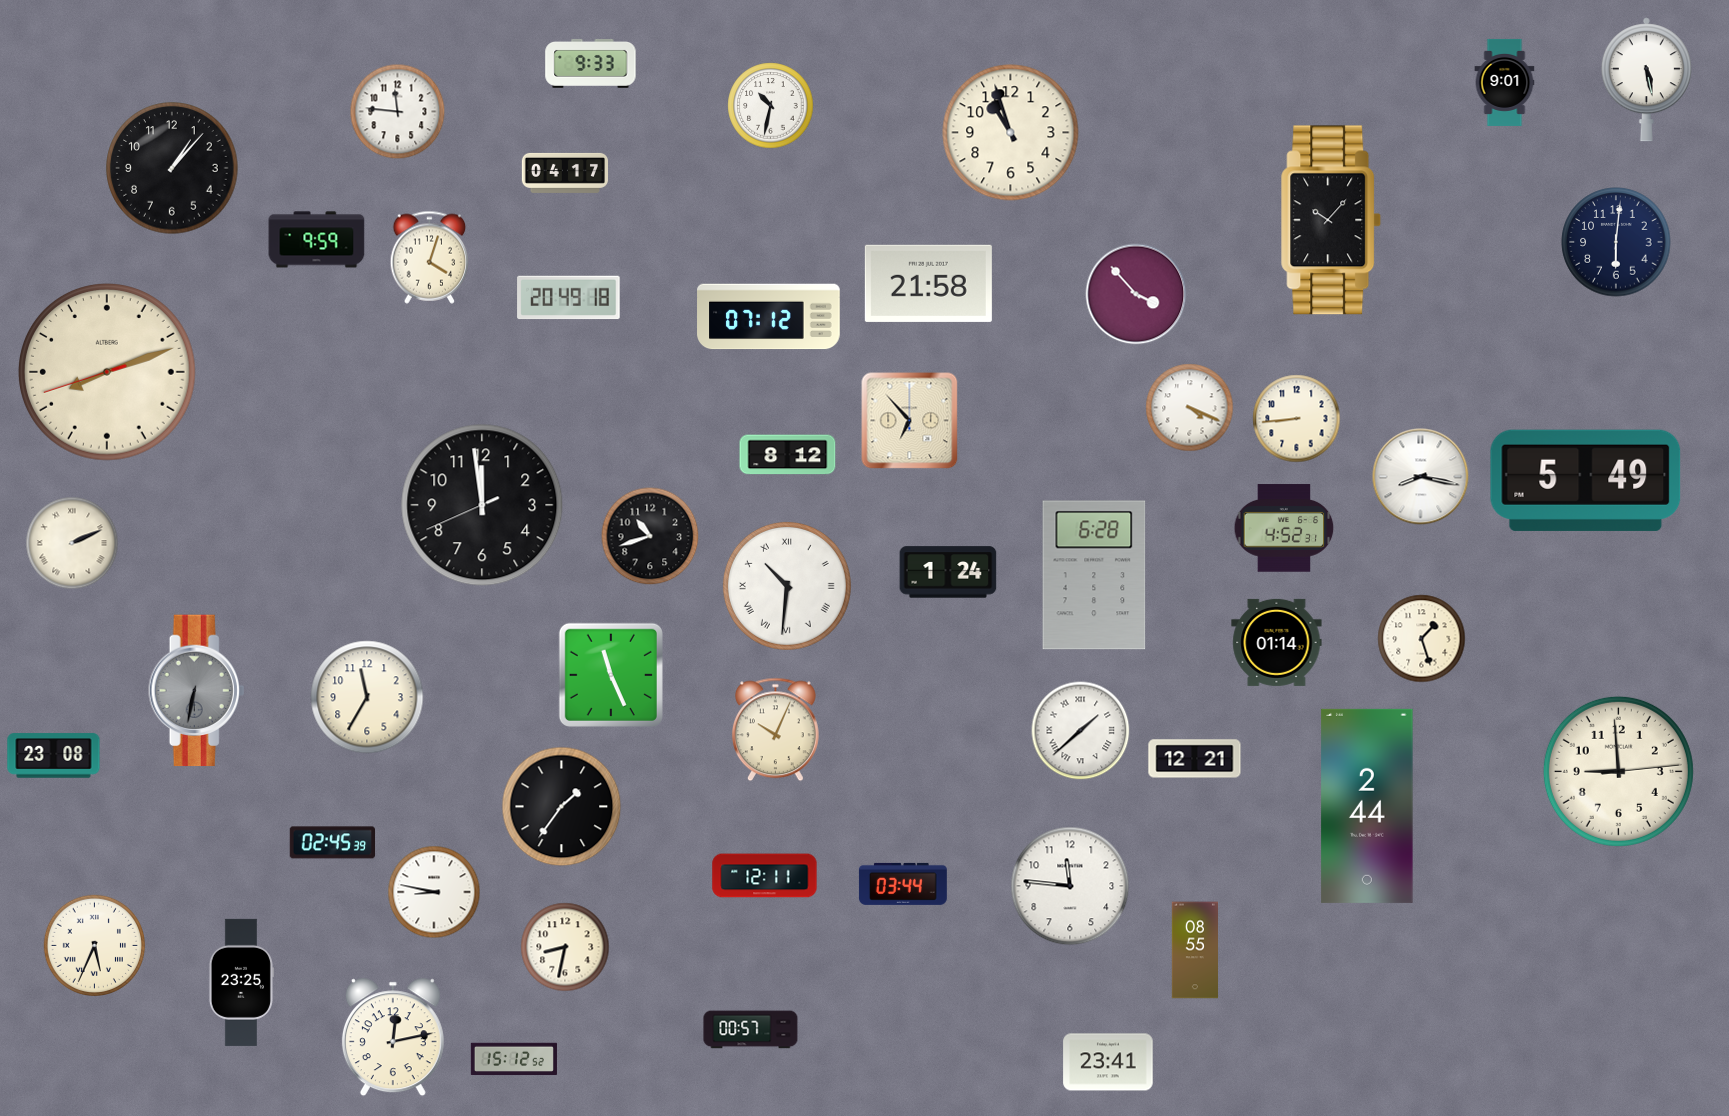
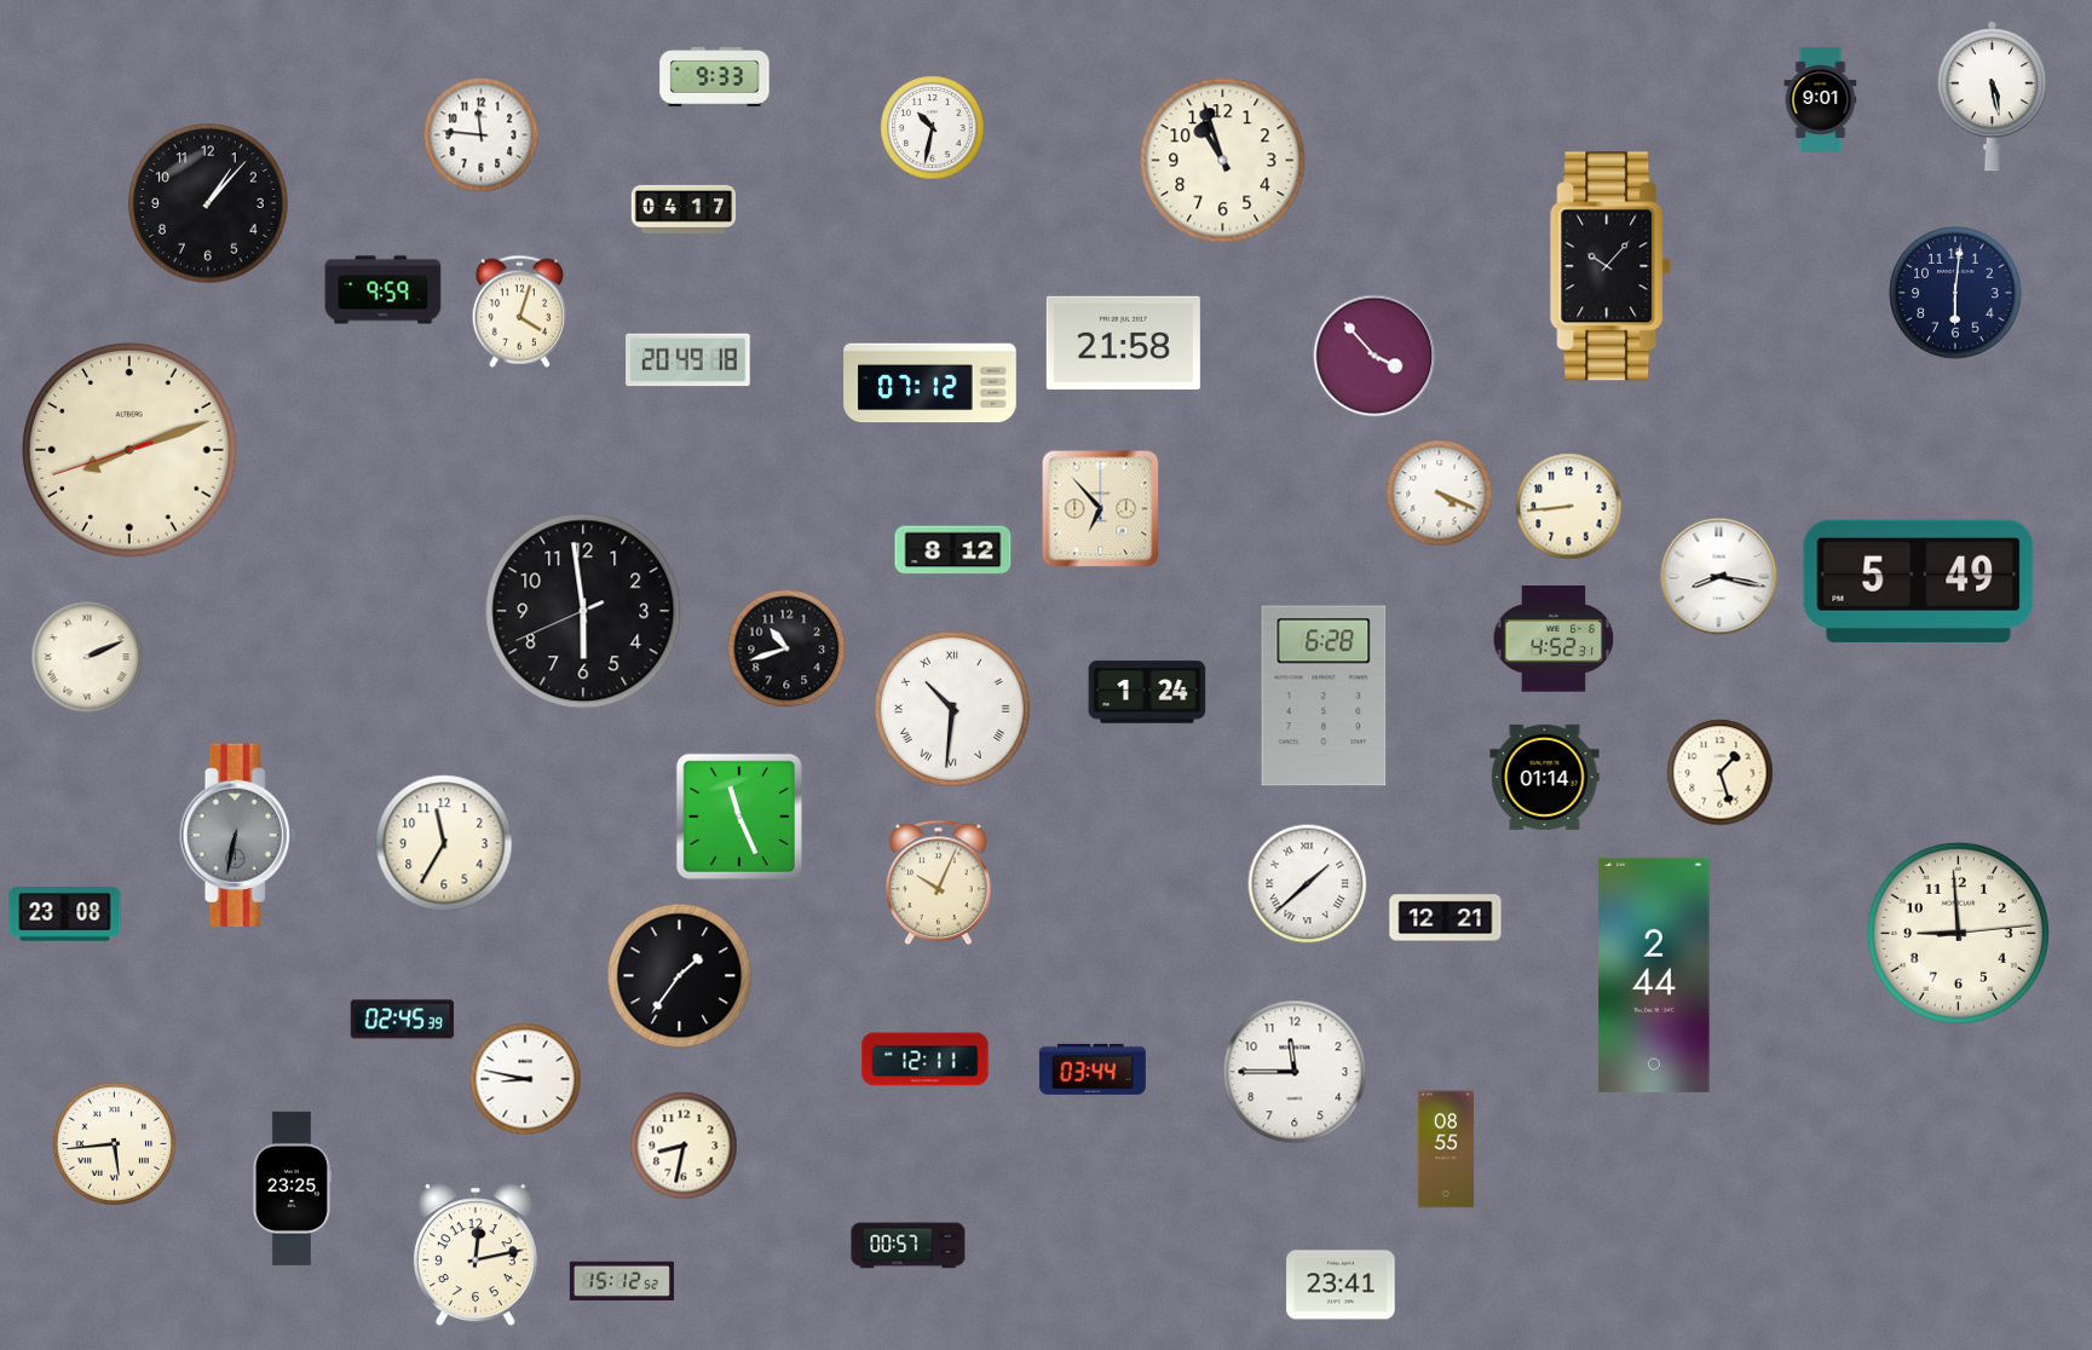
clock at (482, 505): 11:58 -> 5:58
clock at (1070, 886): 11:46 -> 11:45
clock at (94, 945): 5:34 -> 5:44
